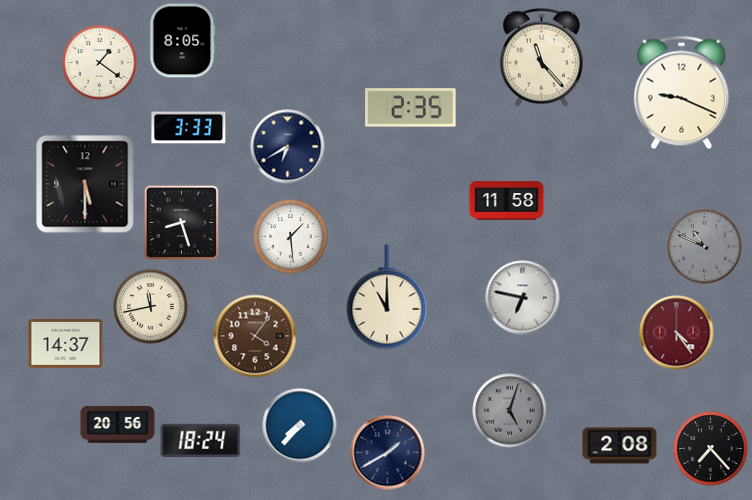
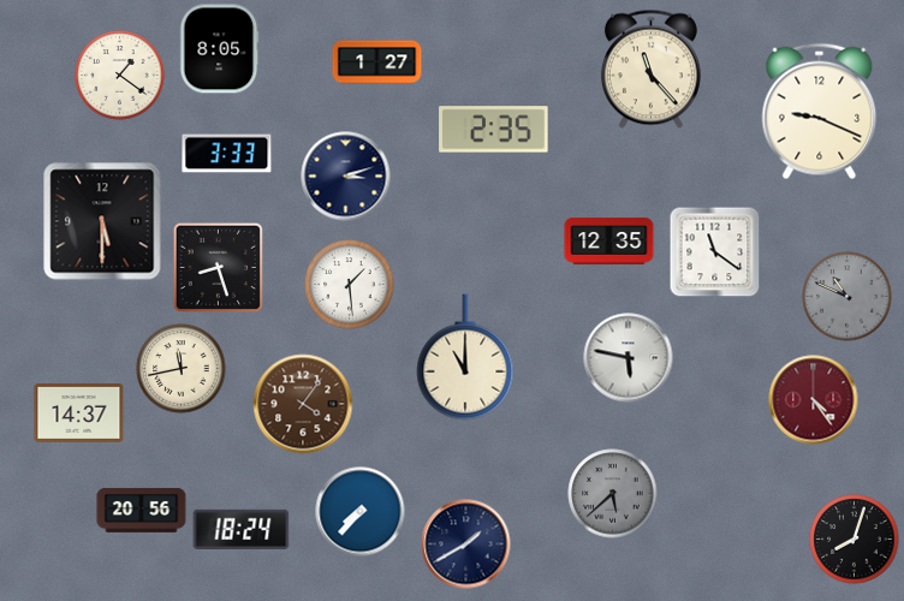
clock at (377, 63): none -> 1:27
clock at (288, 147): 6:40 -> 3:12
clock at (507, 201): 11:58 -> 12:35
clock at (715, 252): none -> 11:21
clock at (523, 298): 6:47 -> 5:47
clock at (255, 336) position: (255, 336) -> (303, 404)
clock at (510, 411): 5:03 -> 5:38
clock at (620, 446): 2:08 -> none
clock at (711, 449): 7:23 -> 8:03
